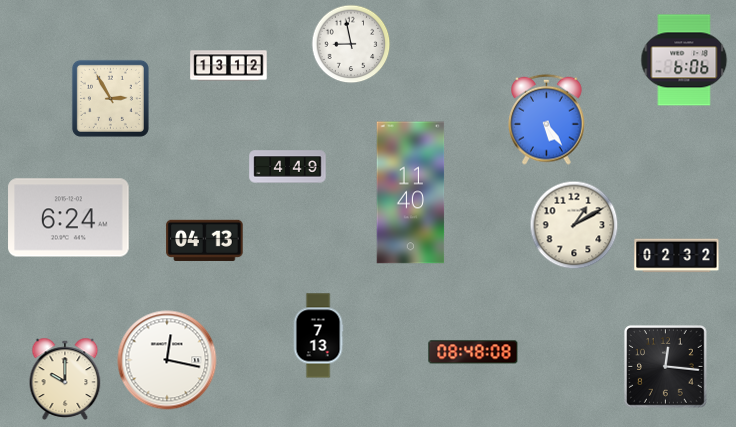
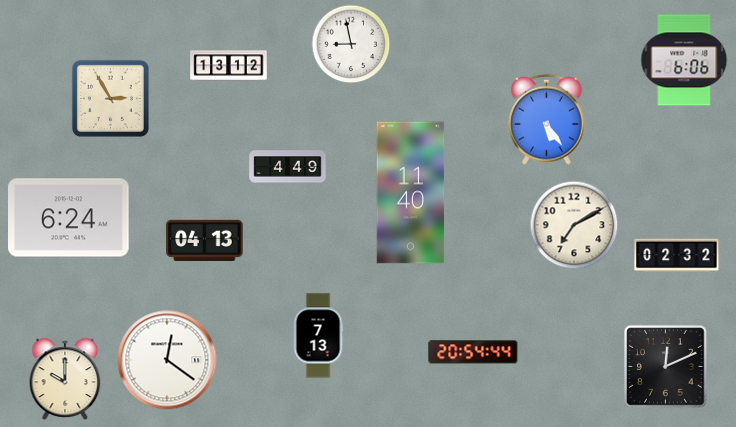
clock at (574, 225): 1:10 -> 7:10
clock at (473, 352): 08:48 -> 20:54
clock at (167, 360): 12:17 -> 12:21
clock at (666, 367): 12:16 -> 12:11
